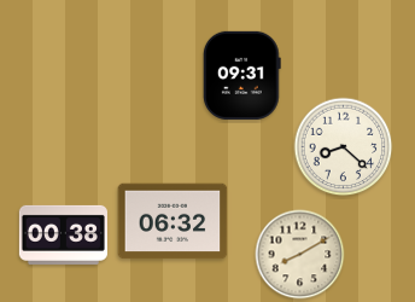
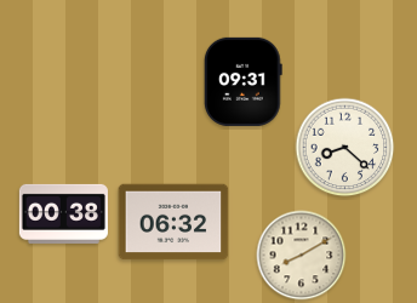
clock at (242, 75) position: (242, 75) -> (244, 81)
clock at (63, 234) position: (63, 234) -> (63, 213)
